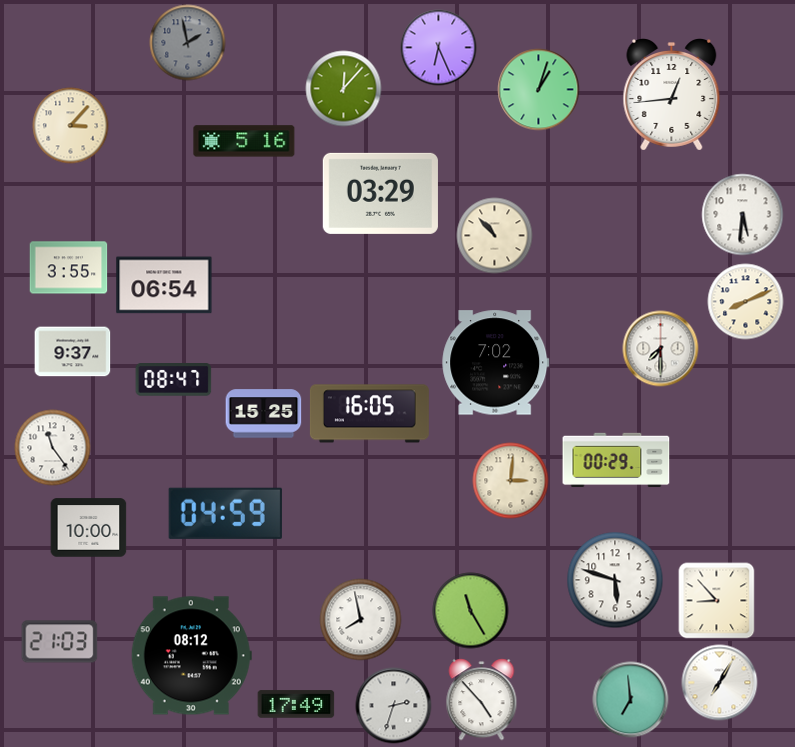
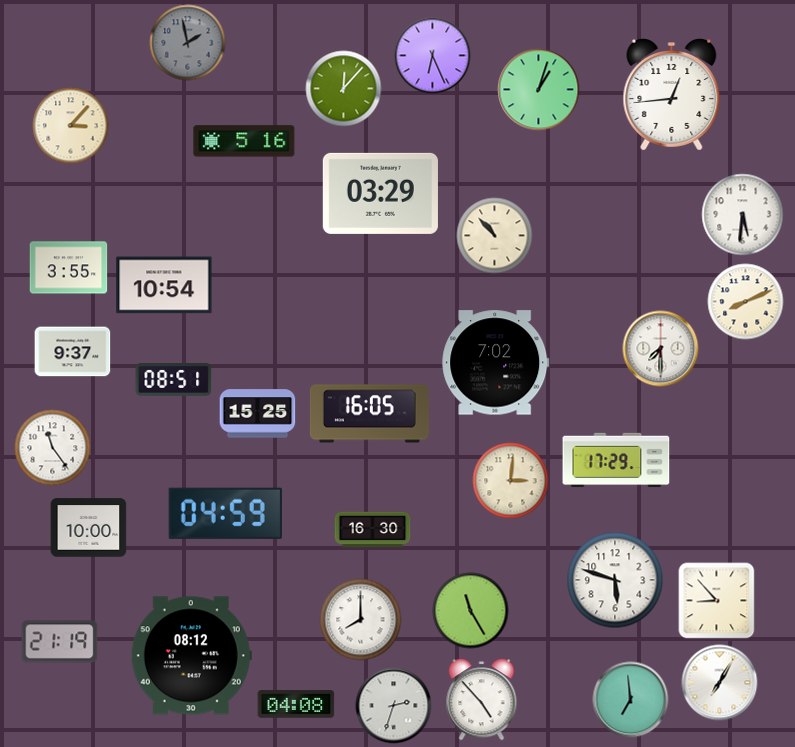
clock at (439, 48) position: (439, 48) -> (433, 56)
clock at (164, 285): 06:54 -> 10:54
clock at (174, 380): 08:47 -> 08:51
clock at (264, 414) position: (264, 414) -> (258, 414)
clock at (616, 460): 00:29 -> 17:29
clock at (373, 530): none -> 16:30
clock at (361, 620): 7:58 -> 8:00
clock at (60, 642): 21:03 -> 21:19
clock at (296, 704): 17:49 -> 04:08
